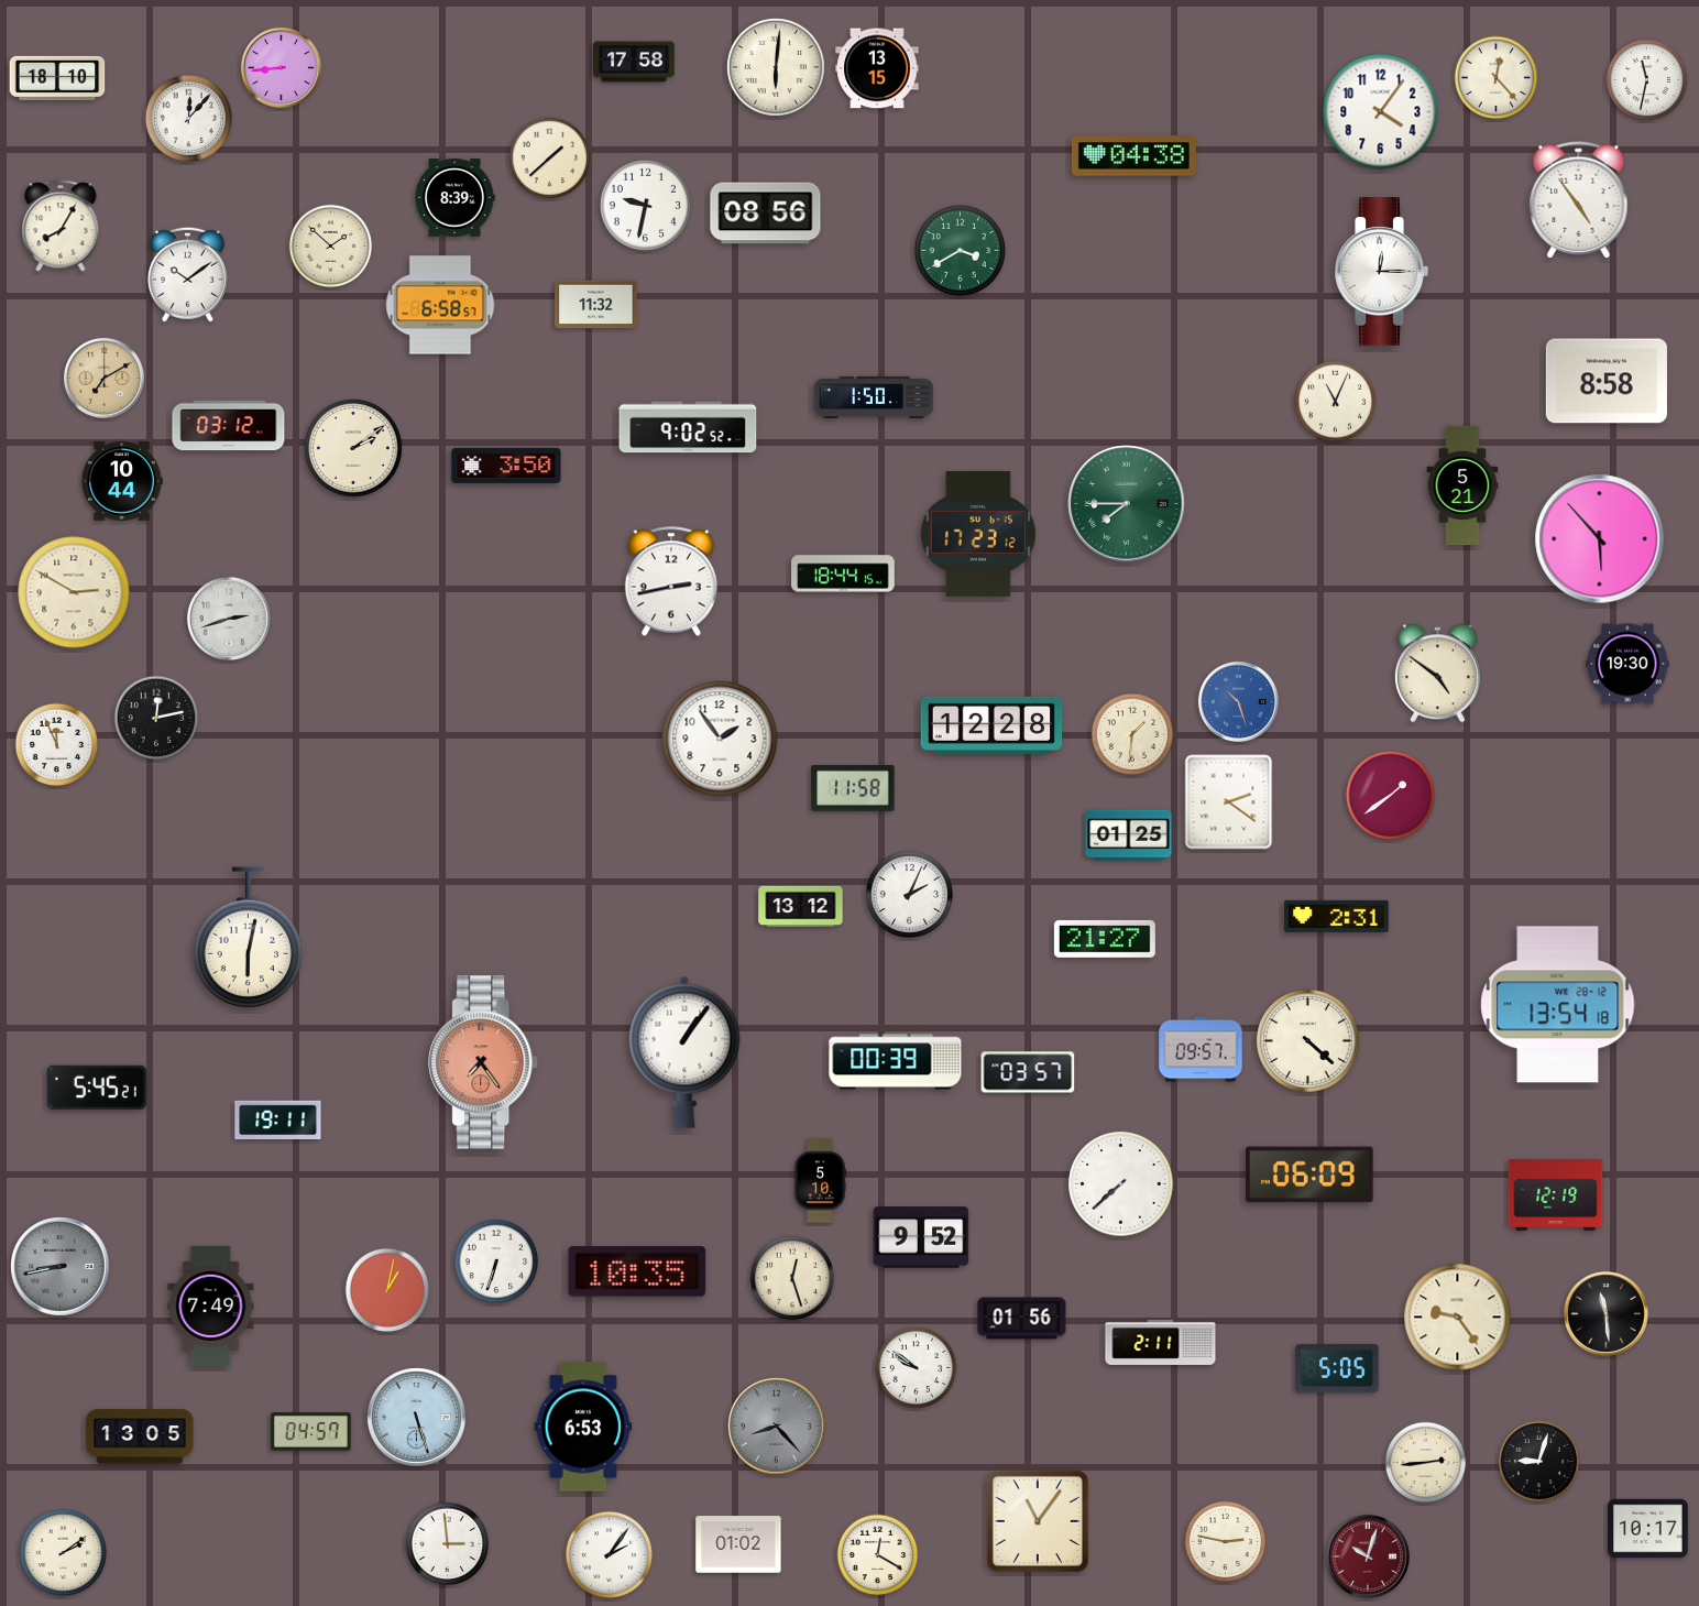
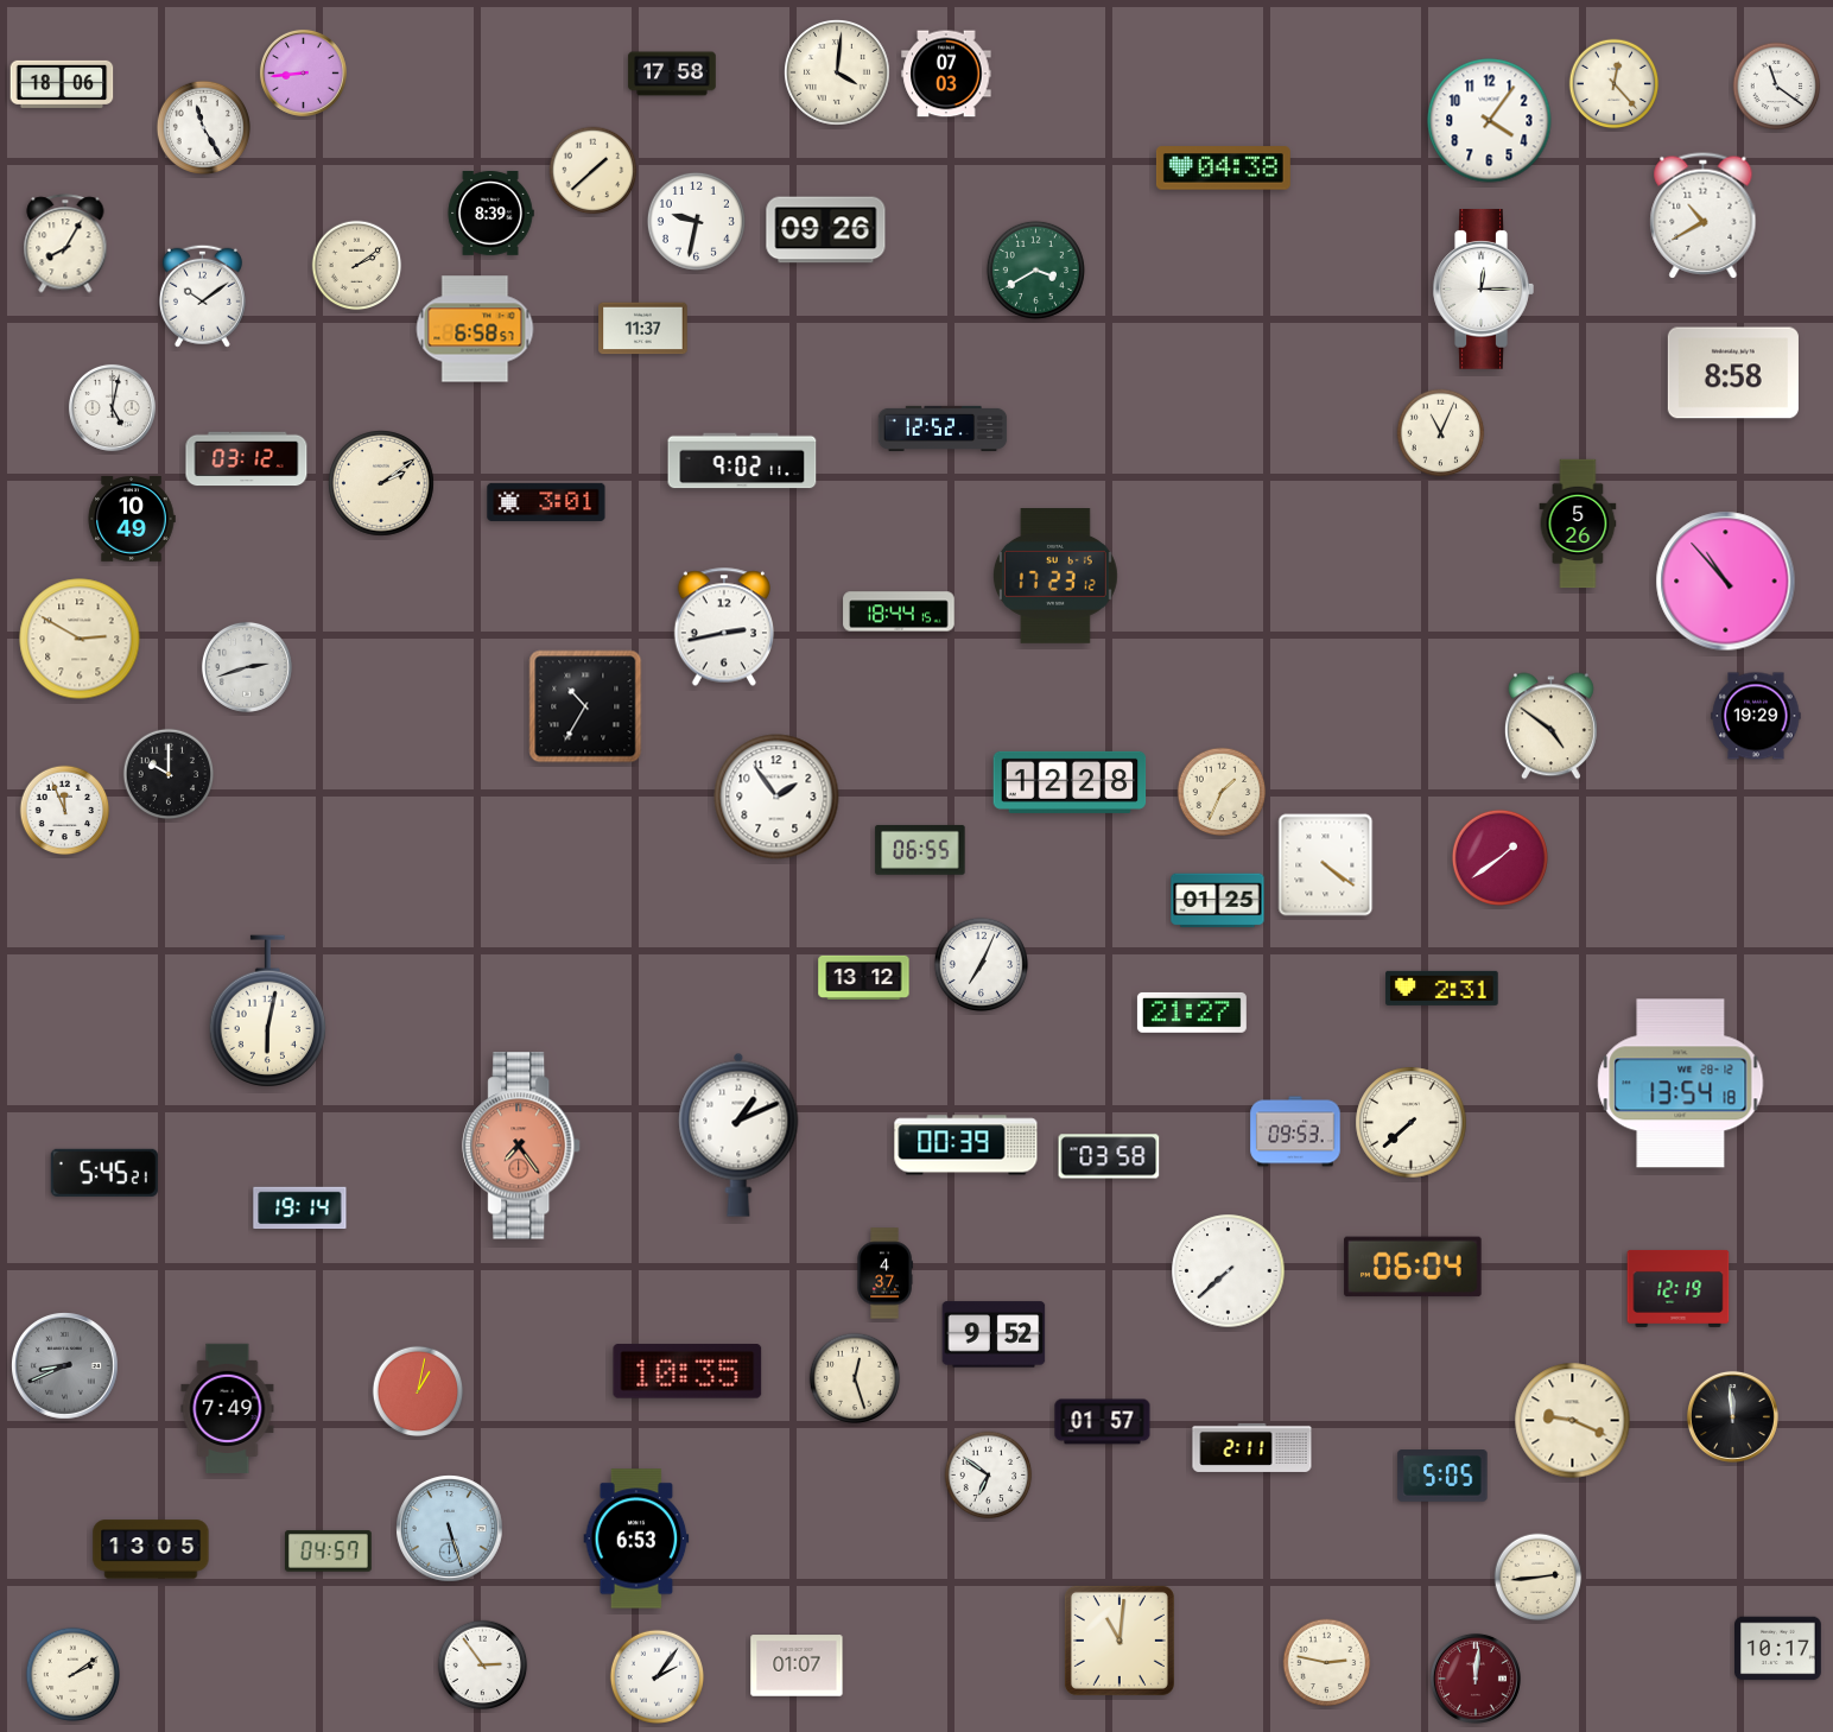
clock at (634, 62) position: (634, 62) -> (672, 74)
clock at (777, 68): 6:01 -> 4:01
clock at (877, 68): 13:15 -> 07:03
clock at (57, 78): 18:10 -> 18:06
clock at (1647, 80): 11:32 -> 11:21
clock at (188, 118): 12:07 -> 11:25
clock at (1579, 200): 4:54 -> 10:40
clock at (766, 214): 08:56 -> 09:26
clock at (331, 247): 1:52 -> 2:09
clock at (1381, 272) position: (1381, 272) -> (1483, 290)
clock at (596, 305): 11:32 -> 11:37
clock at (103, 378): 7:10 -> 5:02
clock at (103, 378) dial: champagne -> white
clock at (1607, 381) position: (1607, 381) -> (1733, 373)
clock at (874, 397): 1:50 -> 12:52
clock at (688, 427): 9:02:52 -> 9:02:11
clock at (506, 466): 3:50 -> 3:01
clock at (122, 482): 10:44 -> 10:49
clock at (1462, 485): 5:21 -> 5:26
clock at (1127, 504): 7:45 -> none
clock at (1600, 539): 5:53 -> 10:53
clock at (843, 573) position: (843, 573) -> (899, 611)
clock at (585, 706): none -> 10:35
clock at (1627, 664): 19:30 -> 19:29
clock at (1238, 701): 10:27 -> none
clock at (156, 718): 12:13 -> 10:00
clock at (1132, 734): 1:31 -> 1:34
clock at (57, 745) position: (57, 745) -> (65, 811)
clock at (853, 788): 11:58 -> 06:55
clock at (1229, 802): 2:21 -> 4:21
clock at (909, 894): 2:04 -> 7:04
clock at (1308, 1041): 4:22 -> 7:38
clock at (1201, 1049): 09:57 -> 09:53
clock at (684, 1052): 1:06 -> 1:11
clock at (1028, 1072): 03:57 -> 03:58
clock at (278, 1121): 19:11 -> 19:14
clock at (1309, 1175): 06:09 -> 06:04
clock at (820, 1181): 5:10 -> 4:37
clock at (1121, 1184) position: (1121, 1184) -> (1229, 1271)
clock at (496, 1261): 6:33 -> none
clock at (61, 1267): 8:43 -> 8:41
clock at (1605, 1313): 11:29 -> 11:59
clock at (1458, 1318): 9:24 -> 9:19
clock at (1022, 1319): 01:56 -> 01:57
clock at (917, 1368): 9:51 -> 6:51
clock at (583, 1427) position: (583, 1427) -> (636, 1539)
clock at (777, 1427): 8:23 -> none
clock at (311, 1432) position: (311, 1432) -> (329, 1552)
clock at (1539, 1462): 9:03 -> none
clock at (1038, 1521): 11:06 -> 11:01
clock at (1226, 1542) position: (1226, 1542) -> (1327, 1663)
clock at (448, 1544): 2:59 -> 2:54
clock at (738, 1544): 01:02 -> 01:07
clock at (63, 1552) position: (63, 1552) -> (72, 1674)
clock at (878, 1555): 12:20 -> none
clock at (1368, 1556): 10:03 -> 12:01
